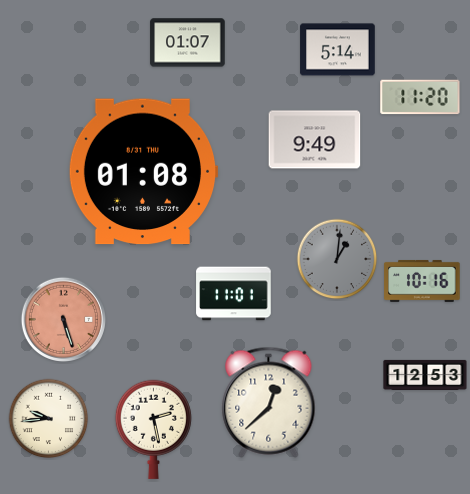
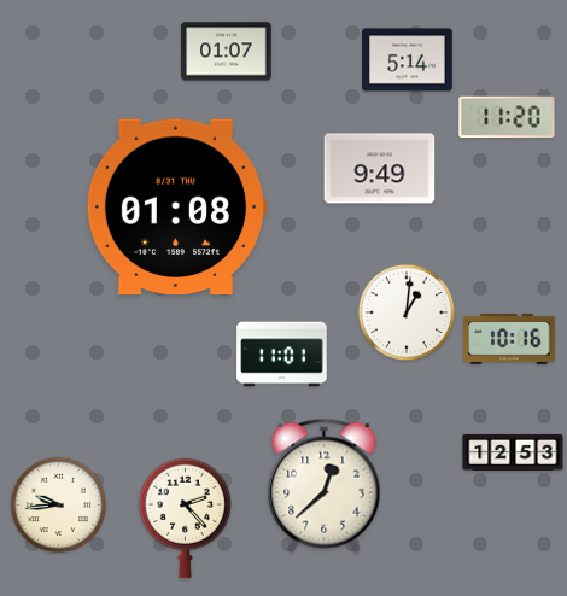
clock at (143, 172) position: (143, 172) -> (176, 208)
clock at (337, 259) dial: grey -> white
clock at (63, 319): 5:27 -> none
clock at (153, 429): 2:28 -> 2:23
